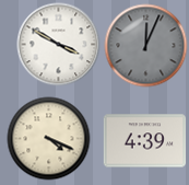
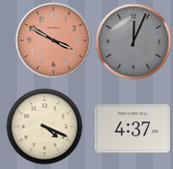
clock at (59, 45) dial: white -> salmon
clock at (145, 141): 4:39 -> 4:37
